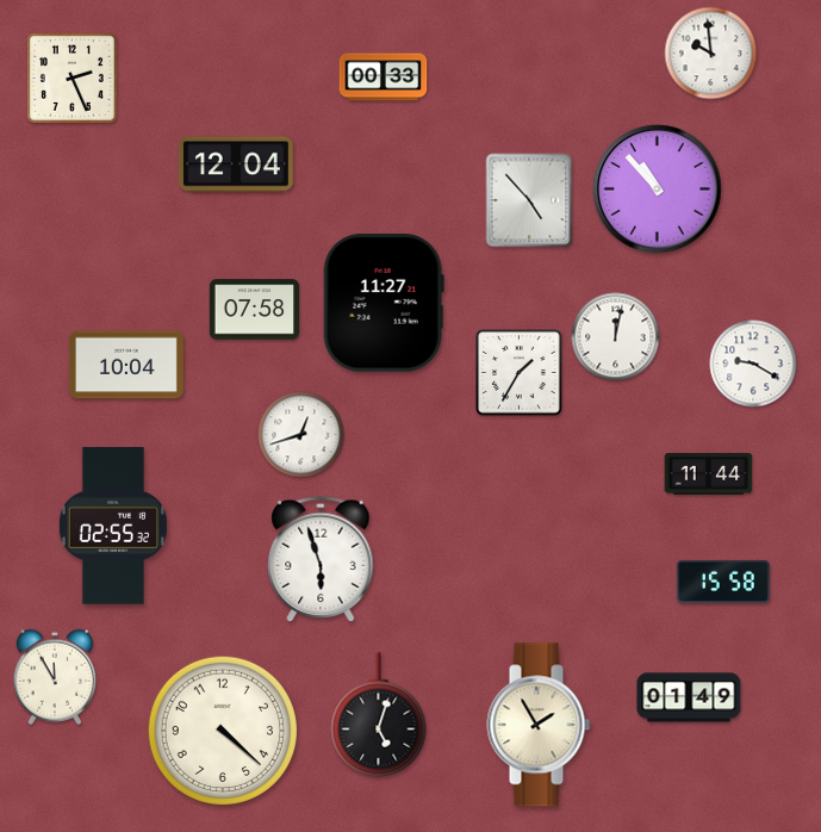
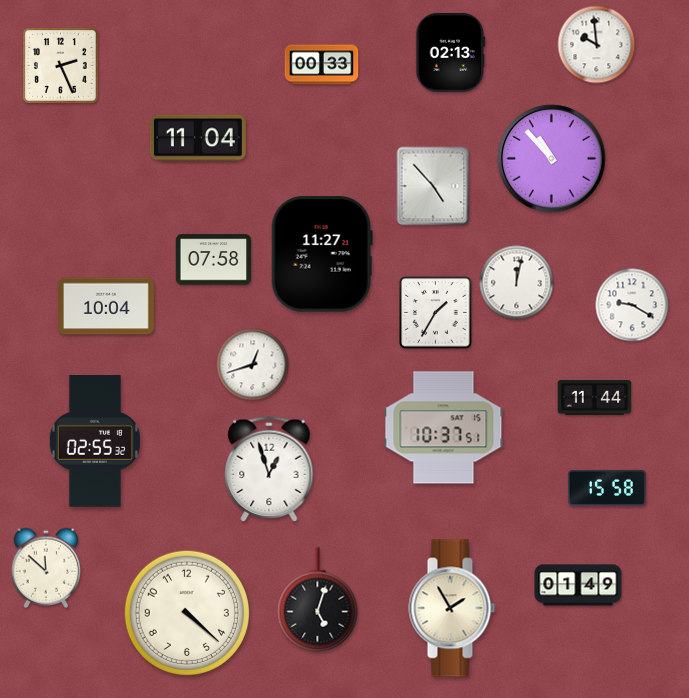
clock at (451, 52): none -> 02:13
clock at (236, 164): 12:04 -> 11:04
clock at (529, 200) position: (529, 200) -> (433, 186)
clock at (444, 428): none -> 10:37
clock at (321, 559): 5:57 -> 12:57
clock at (55, 677): 11:55 -> 11:52
